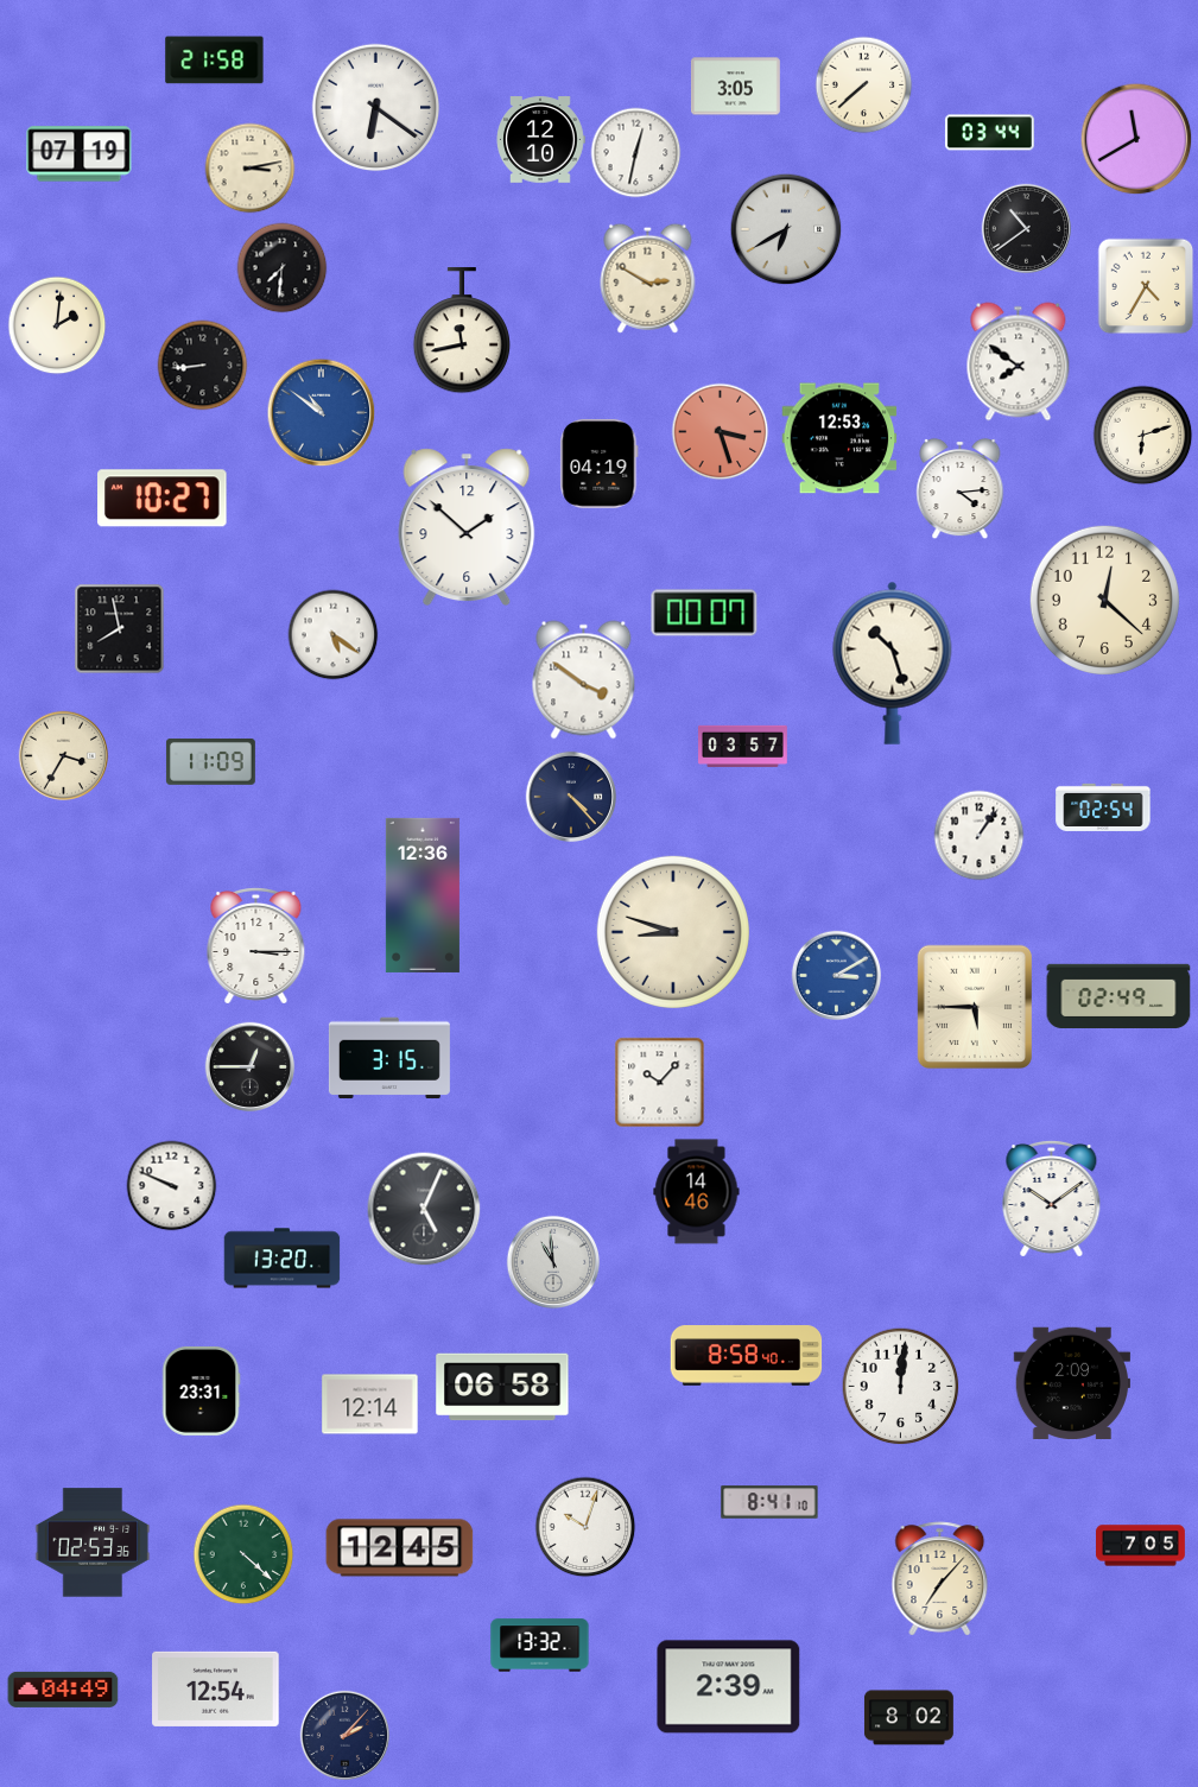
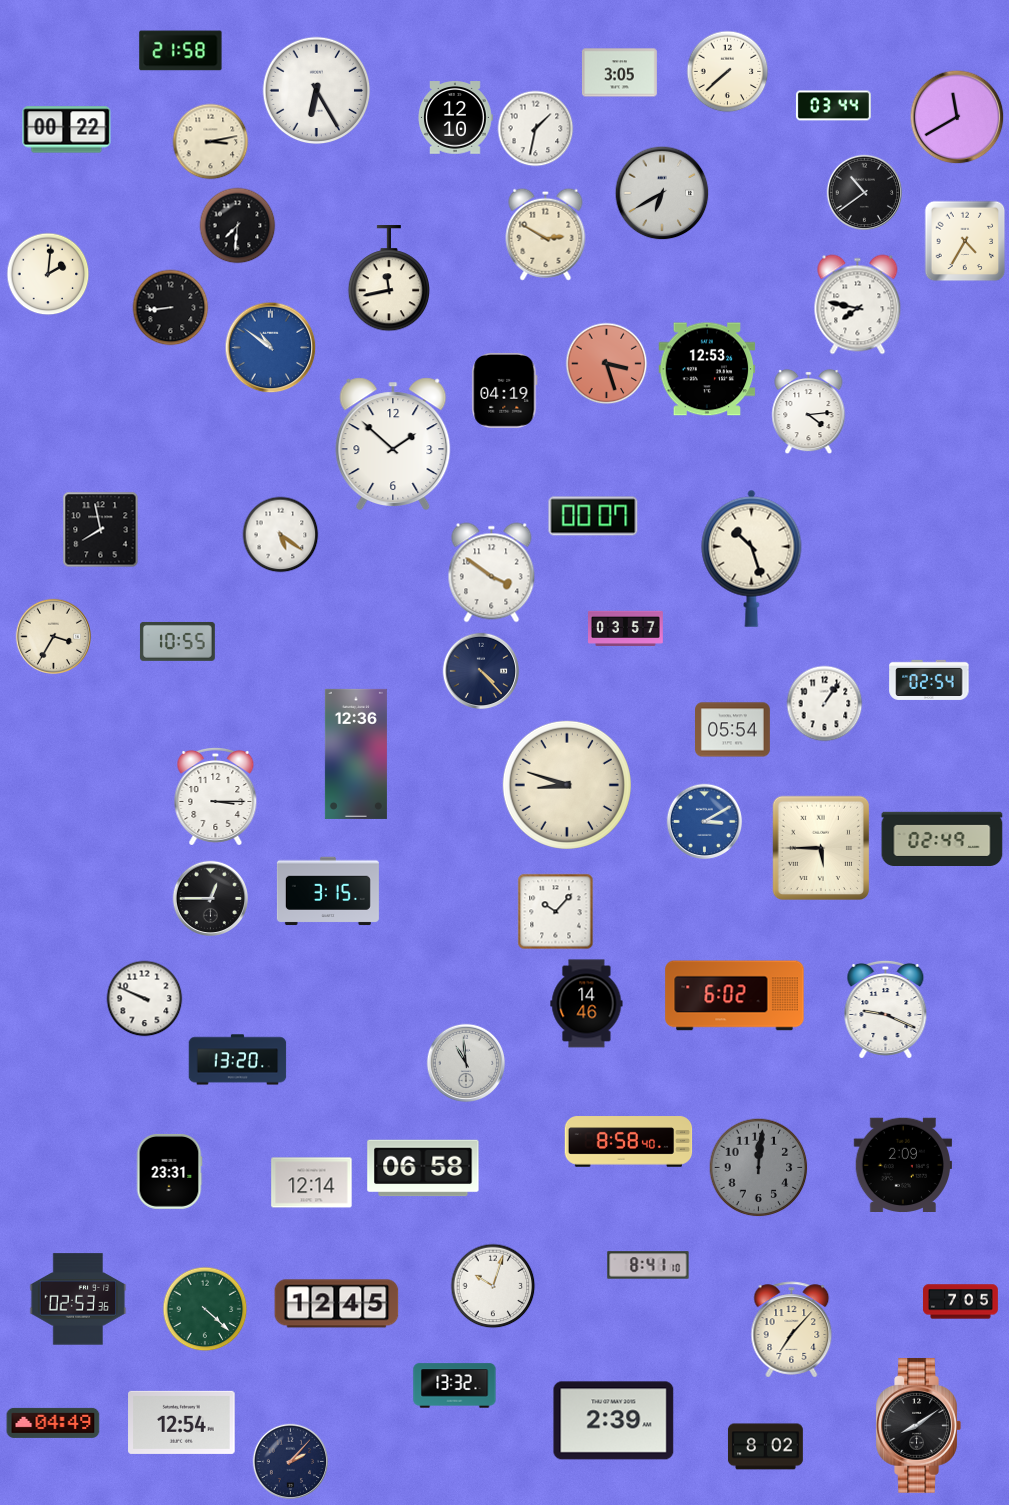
clock at (376, 108): 6:21 -> 6:25
clock at (989, 133) position: (989, 133) -> (833, 106)
clock at (636, 153): 12:32 -> 1:32
clock at (80, 154): 07:19 -> 00:22
clock at (1019, 362): 7:51 -> 7:47
clock at (1143, 436): 6:12 -> none
clock at (163, 499): 10:27 -> none
clock at (1104, 600): 12:22 -> none
clock at (210, 761): 11:09 -> 10:55
clock at (733, 730): none -> 05:54
clock at (735, 996): none -> 6:02
clock at (1052, 1198): 10:09 -> 9:19
clock at (424, 1209): 5:04 -> none
clock at (901, 1387) dial: white -> grey
clock at (918, 1426): none -> 8:09
